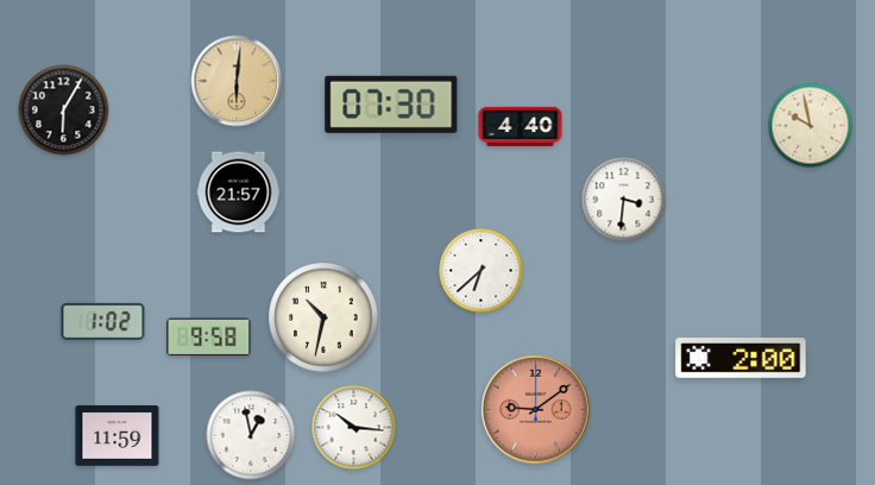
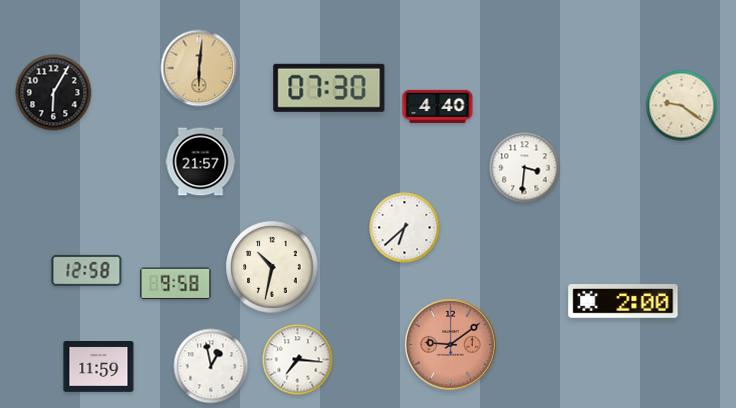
clock at (811, 126): 9:58 -> 9:21
clock at (103, 321): 1:02 -> 12:58
clock at (354, 428): 10:16 -> 7:16
